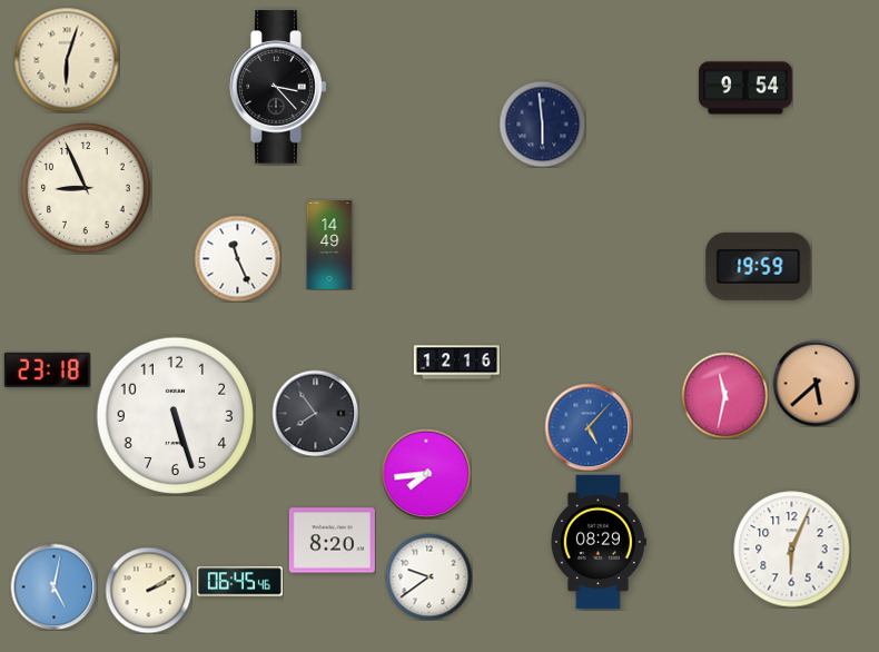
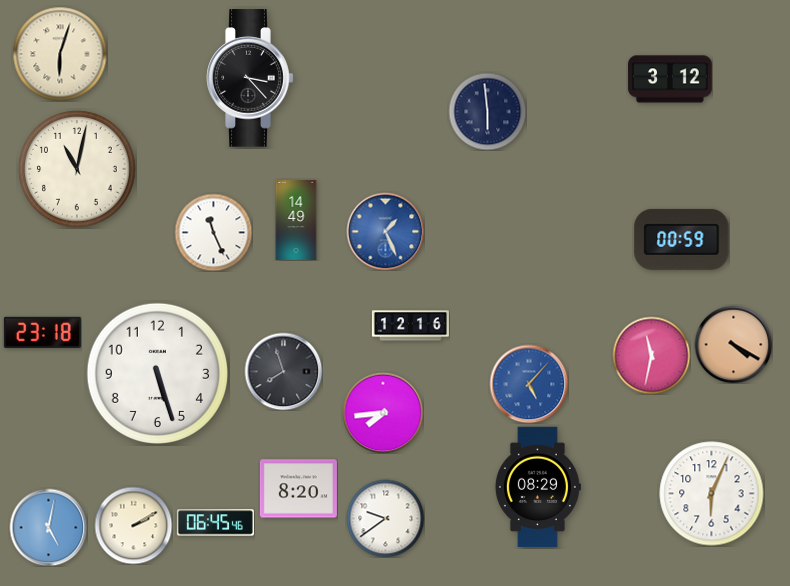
clock at (745, 88): 9:54 -> 3:12
clock at (87, 189): 8:56 -> 11:02
clock at (385, 231): none -> 1:26
clock at (759, 266): 19:59 -> 00:59
clock at (816, 383): 5:38 -> 4:20
clock at (315, 413): 7:54 -> 7:57
clock at (426, 474) position: (426, 474) -> (383, 413)
clock at (332, 541) position: (332, 541) -> (298, 489)
clock at (148, 590) position: (148, 590) -> (133, 525)
